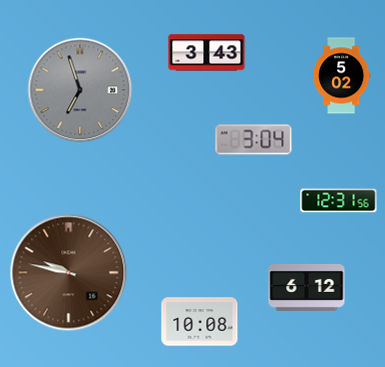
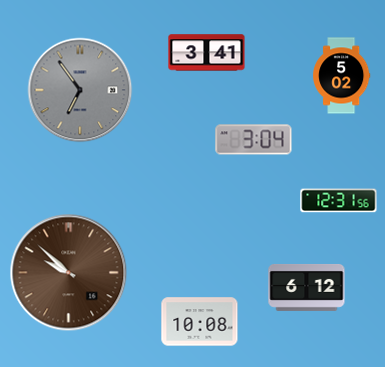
clock at (207, 53): 3:43 -> 3:41
clock at (80, 90): 6:57 -> 6:54
clock at (69, 273): 9:47 -> 9:52
